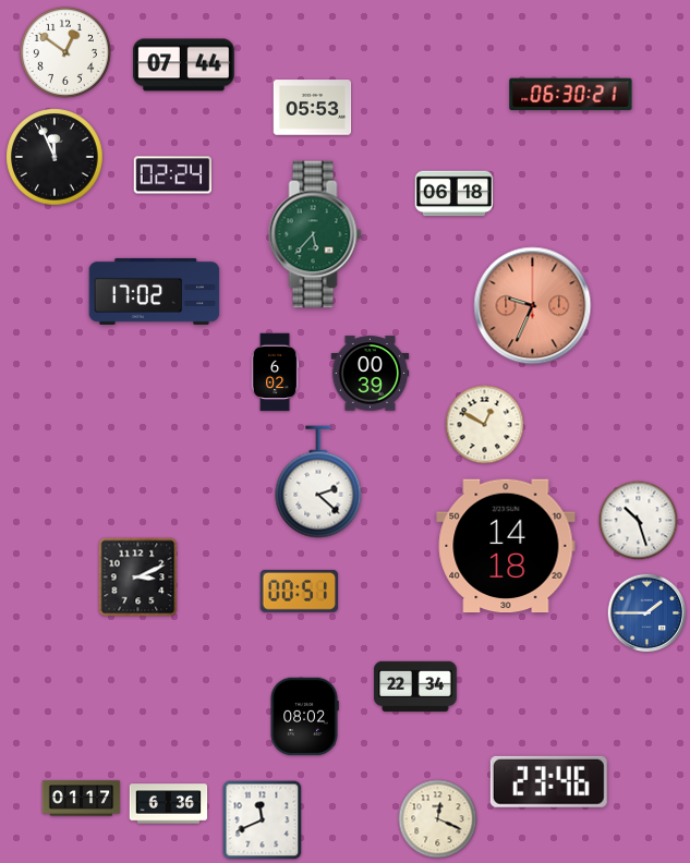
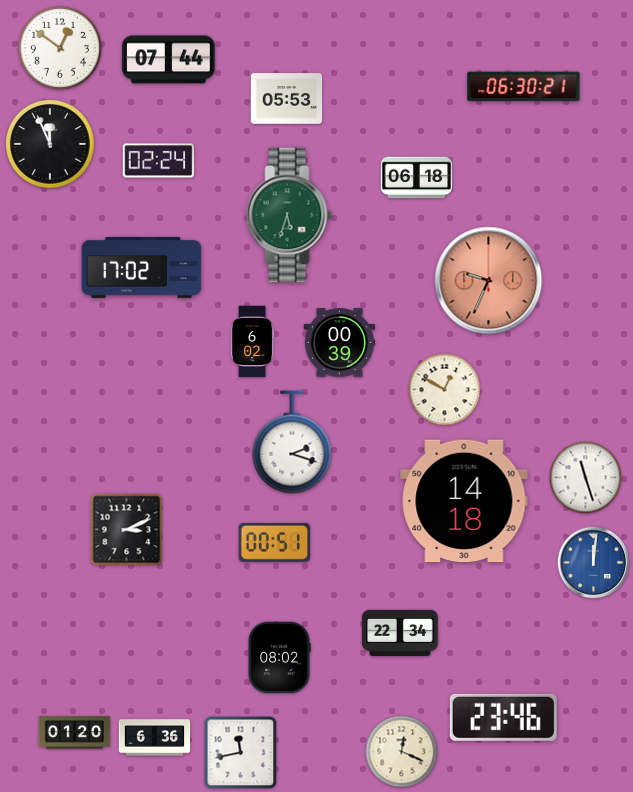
clock at (315, 234): 5:37 -> 5:33
clock at (318, 482): 2:22 -> 2:18
clock at (639, 521): 10:27 -> 11:27
clock at (647, 613): 1:45 -> 12:01
clock at (415, 686) position: (415, 686) -> (400, 633)
clock at (82, 799): 01:17 -> 01:20
clock at (263, 821): 11:41 -> 11:43
